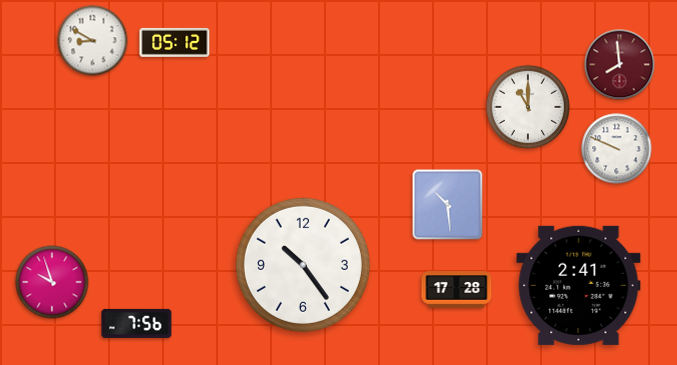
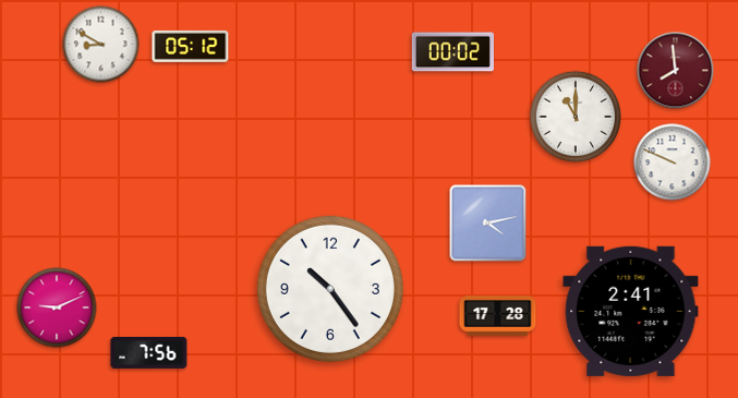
clock at (452, 52): none -> 00:02
clock at (448, 205): 10:29 -> 4:13
clock at (52, 282): 9:57 -> 9:11
